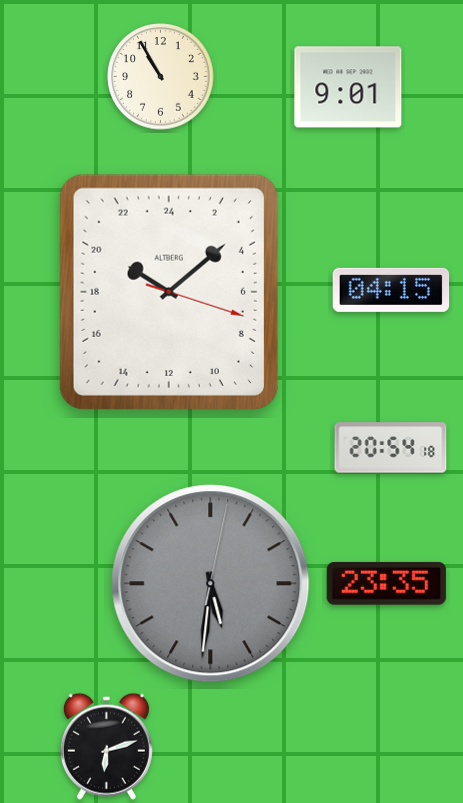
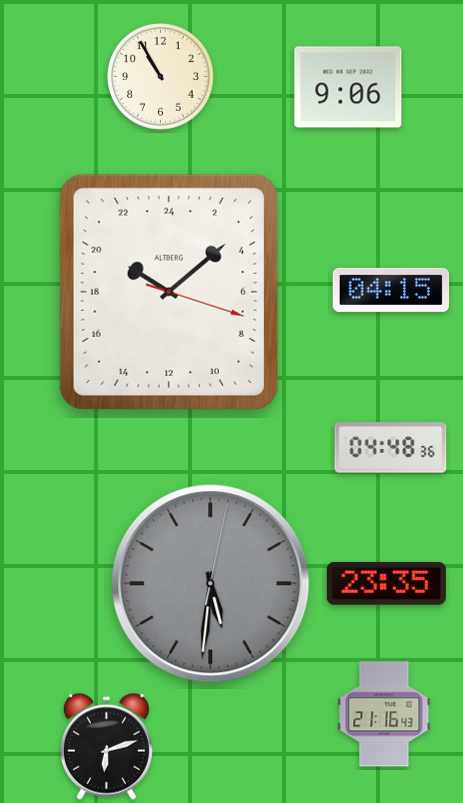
clock at (348, 87): 9:01 -> 9:06
clock at (391, 448): 20:54 -> 04:48
clock at (384, 714): none -> 21:16
